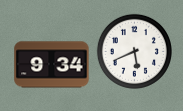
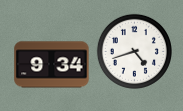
clock at (134, 51): 5:41 -> 4:42
